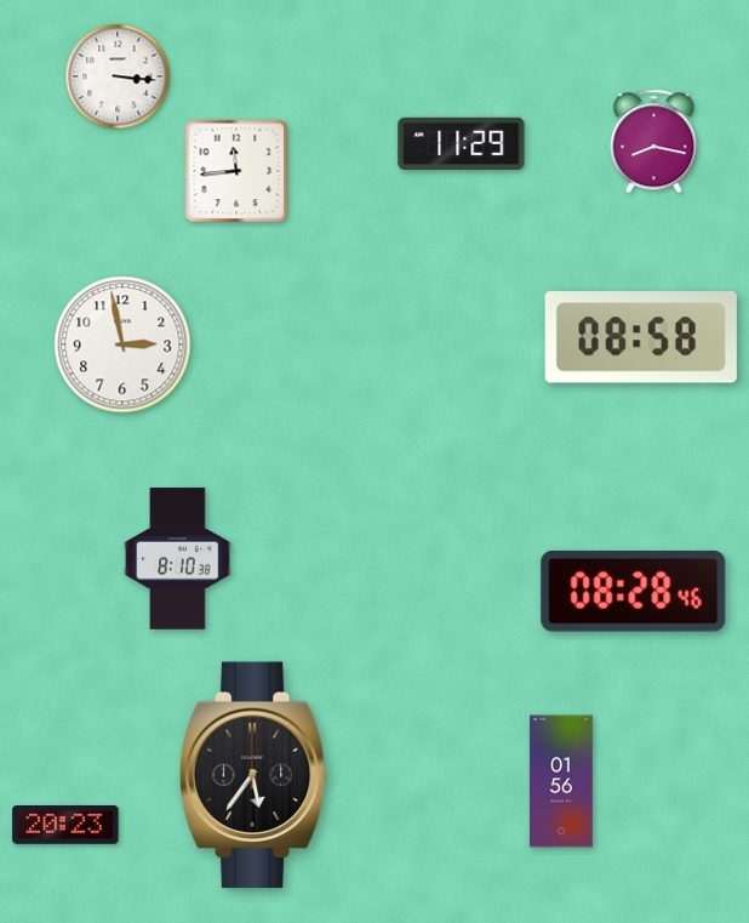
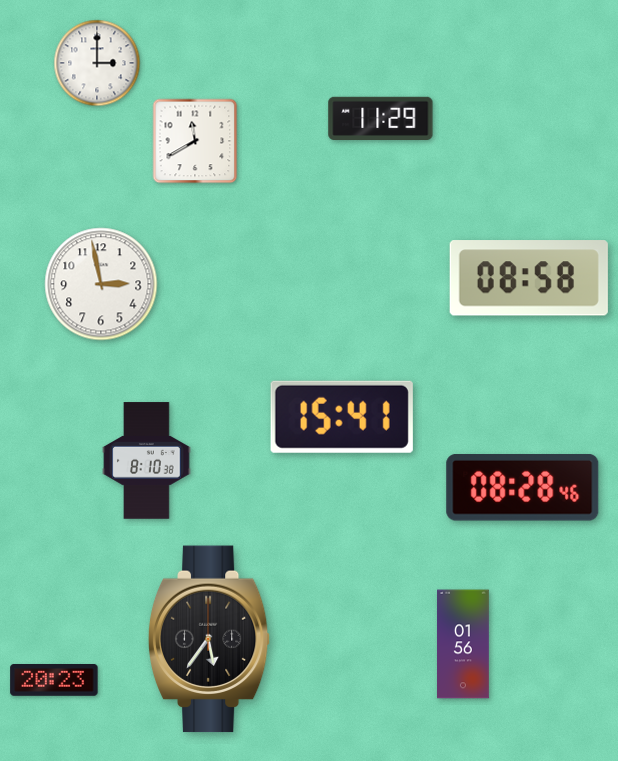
clock at (118, 76): 3:16 -> 3:00
clock at (654, 142): 8:17 -> none
clock at (236, 171): 11:44 -> 11:40
clock at (342, 417): none -> 15:41
